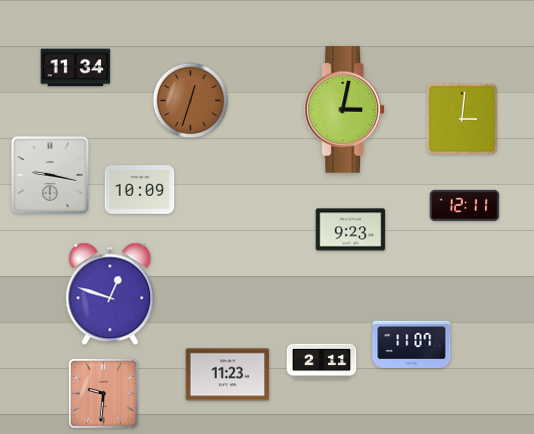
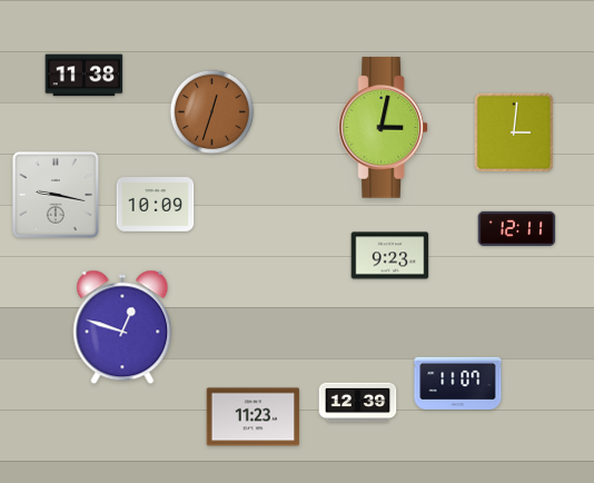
clock at (76, 68): 11:34 -> 11:38
clock at (345, 110) position: (345, 110) -> (384, 128)
clock at (140, 190) position: (140, 190) -> (156, 205)
clock at (322, 362): 2:11 -> 12:39
clock at (103, 393): 9:31 -> none
